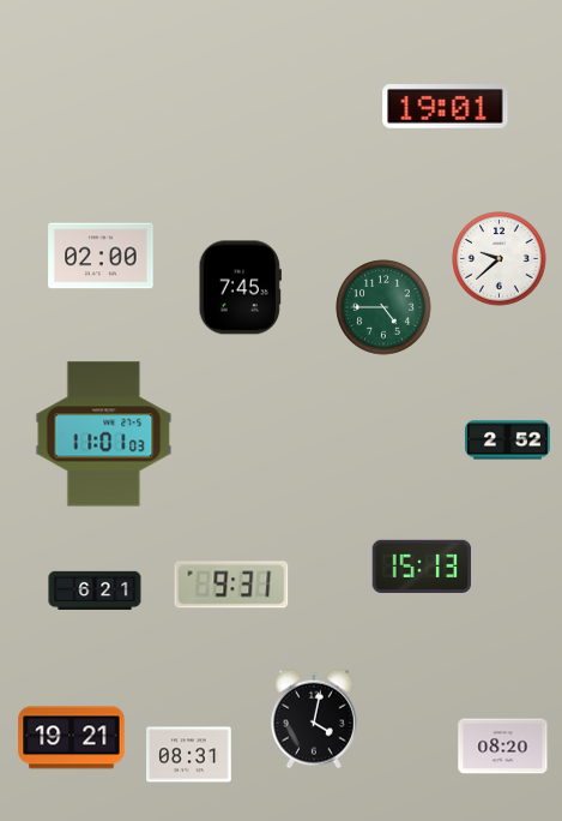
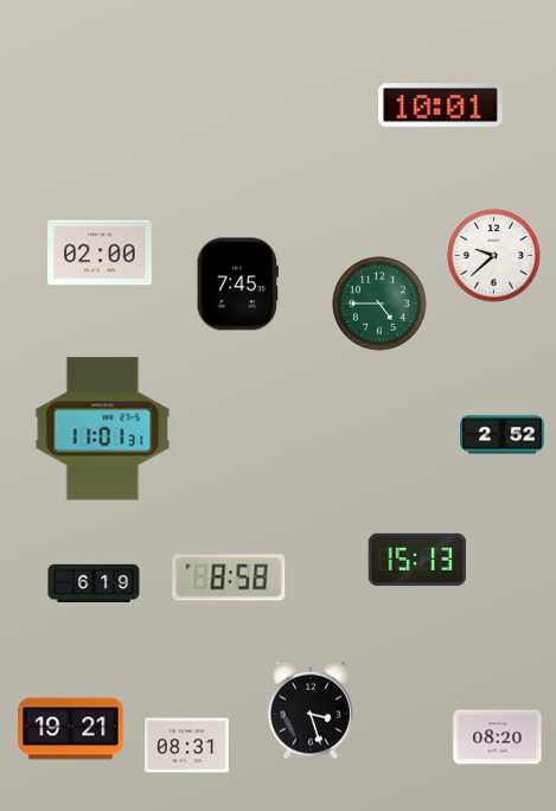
clock at (446, 107): 19:01 -> 10:01
clock at (104, 435): 11:01:03 -> 11:01:31
clock at (231, 585): 9:31 -> 8:58
clock at (95, 591): 6:21 -> 6:19
clock at (314, 719): 4:02 -> 3:27
